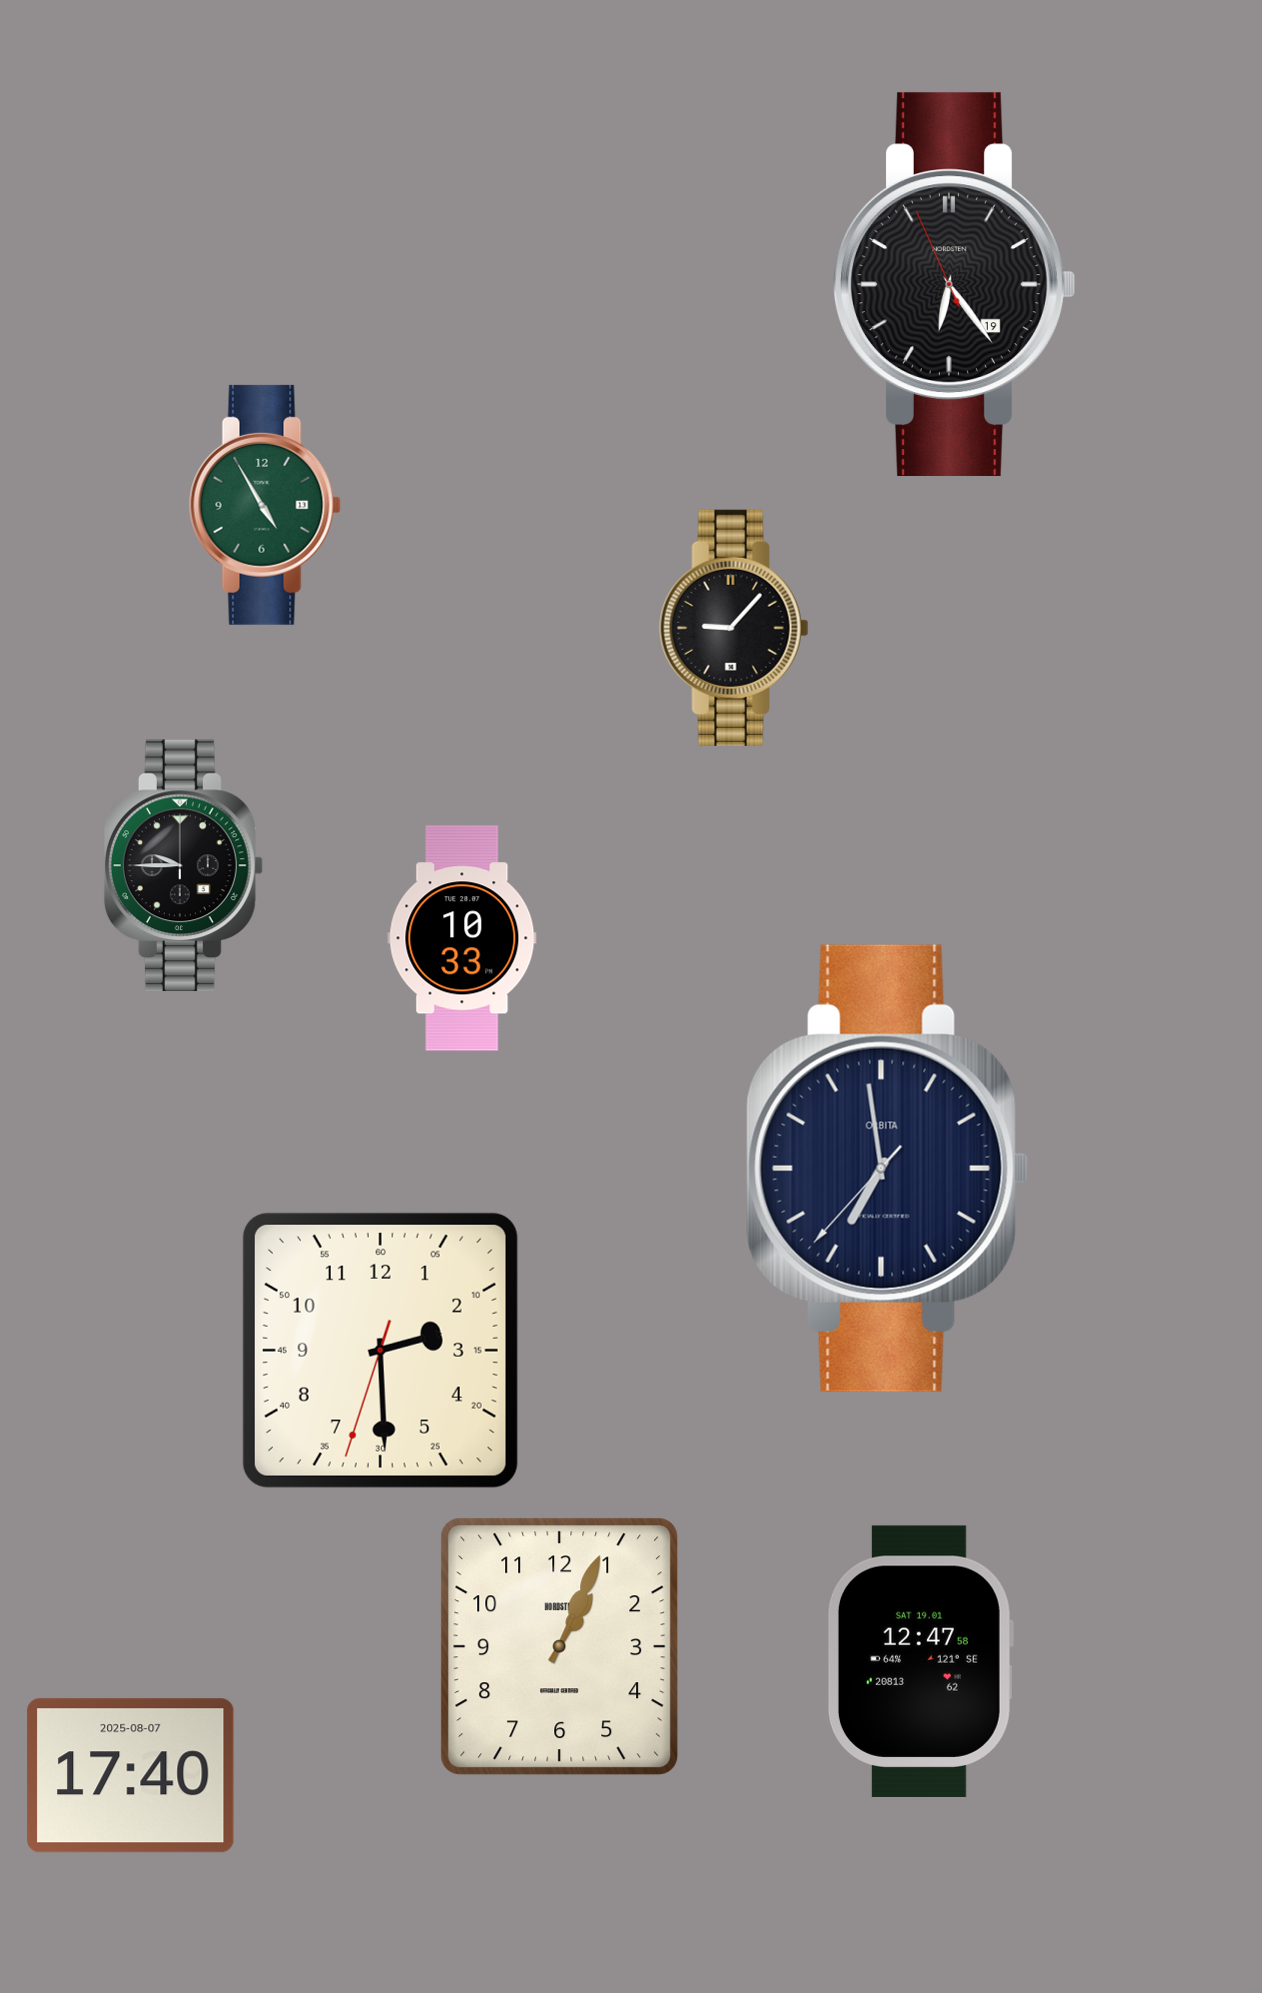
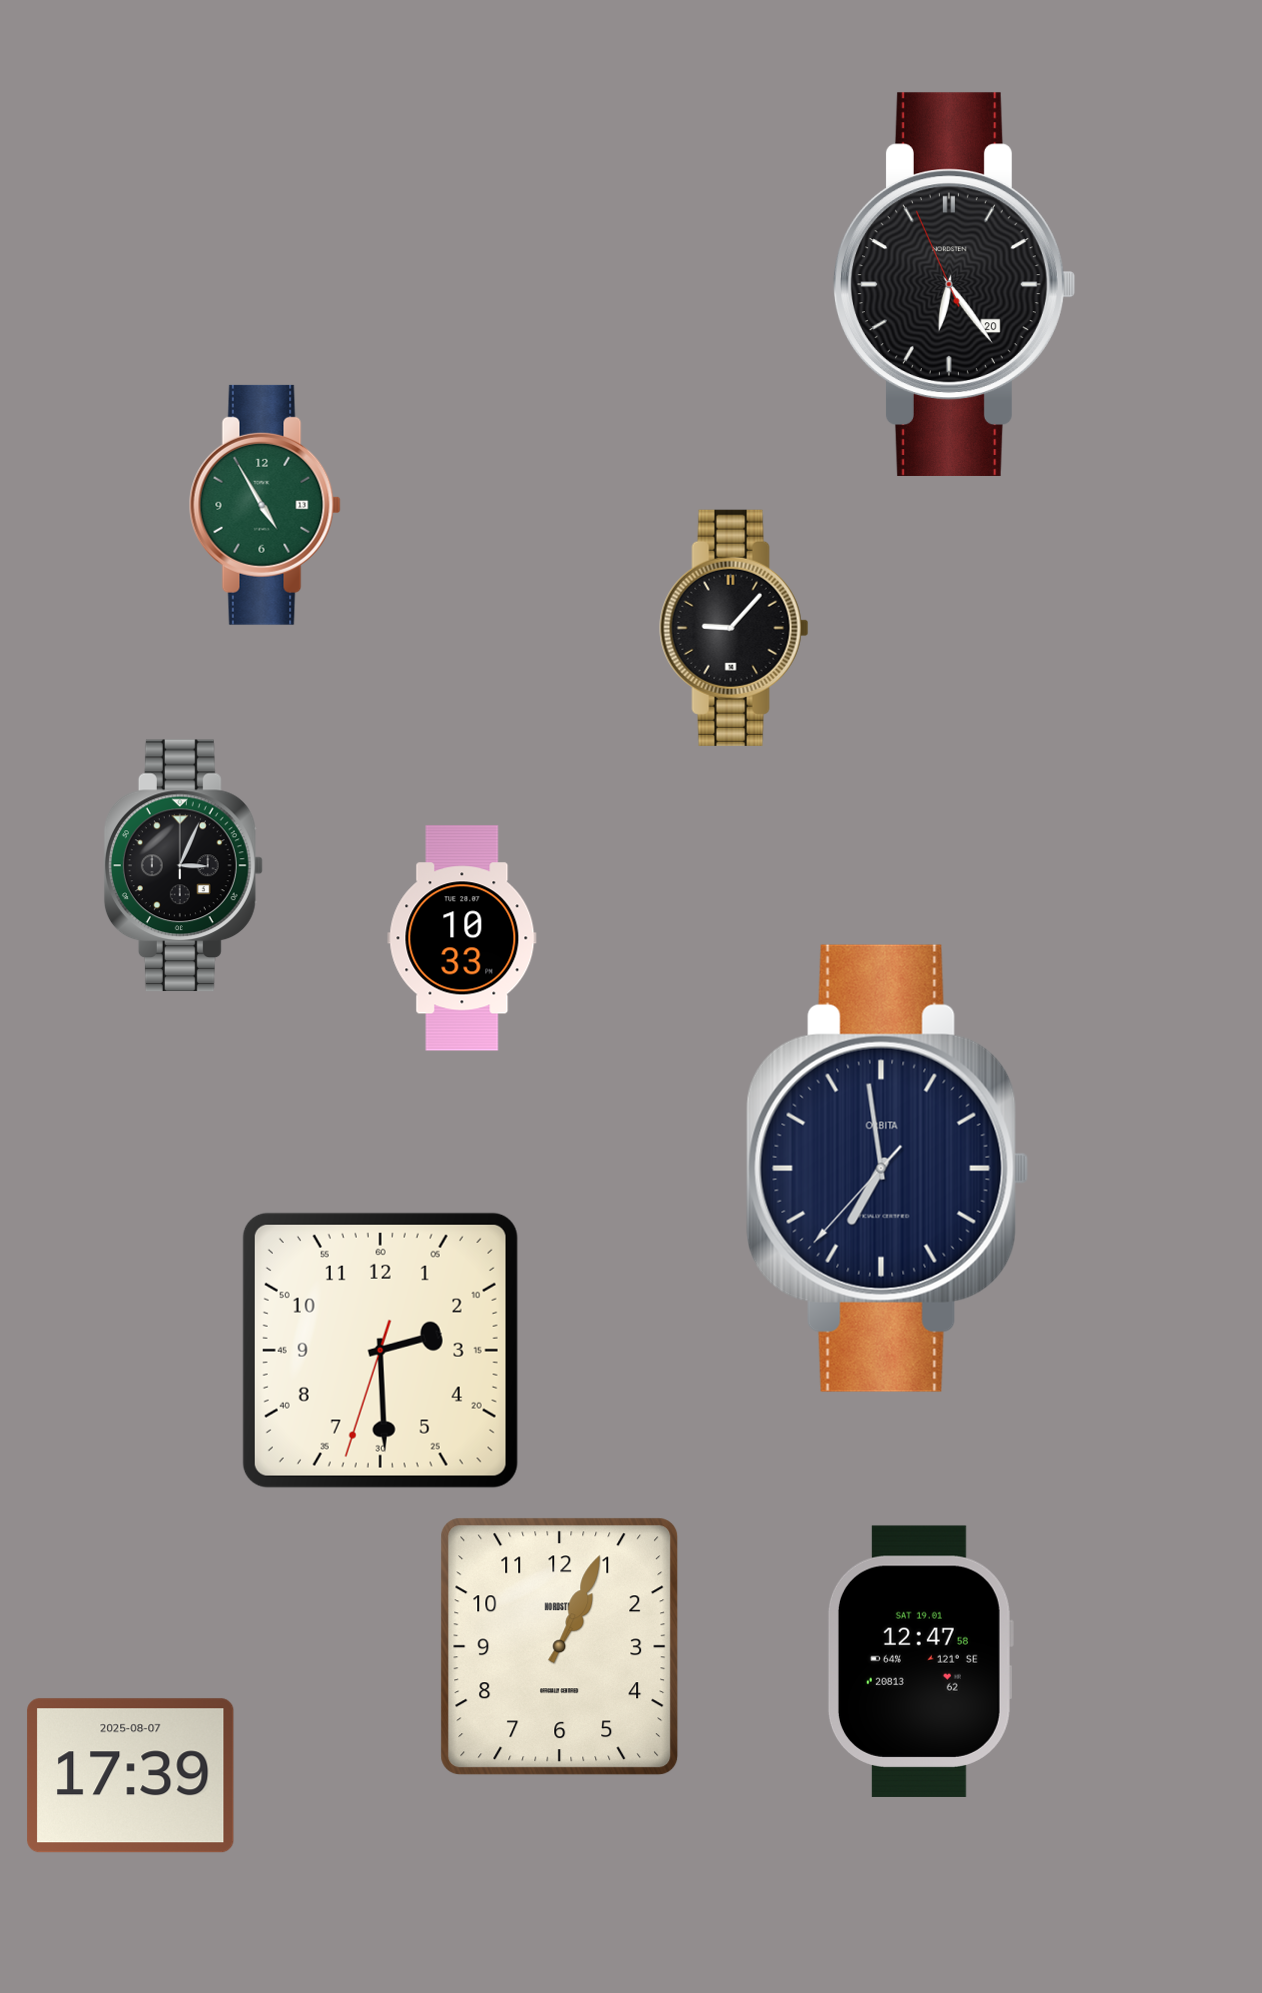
clock at (954, 284) date: 19 -> 20
clock at (183, 866): 9:45 -> 3:04
clock at (131, 1776): 17:40 -> 17:39
